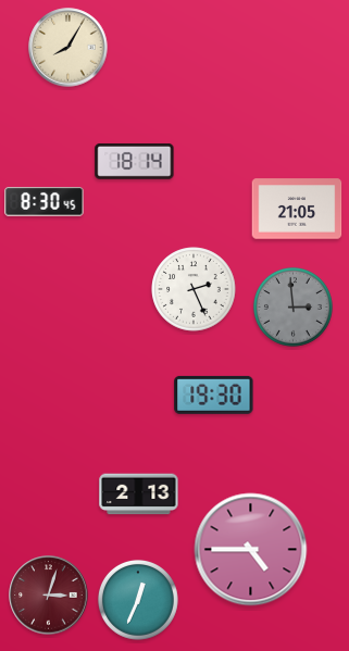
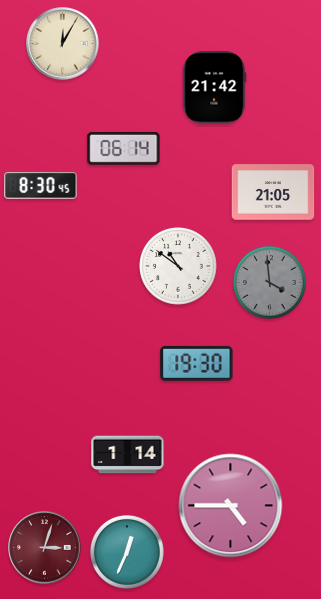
clock at (68, 48): 8:05 -> 12:05
clock at (214, 88): none -> 21:42
clock at (135, 161): 18:14 -> 06:14
clock at (194, 289): 2:26 -> 10:51
clock at (292, 306): 2:59 -> 3:59
clock at (139, 494): 2:13 -> 1:14
